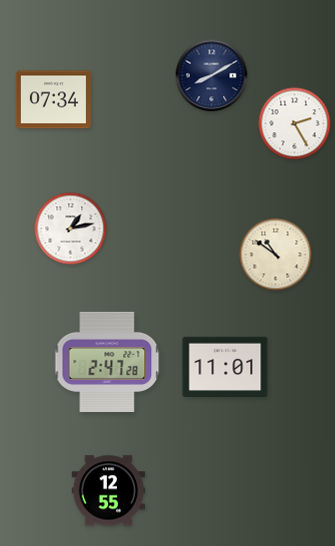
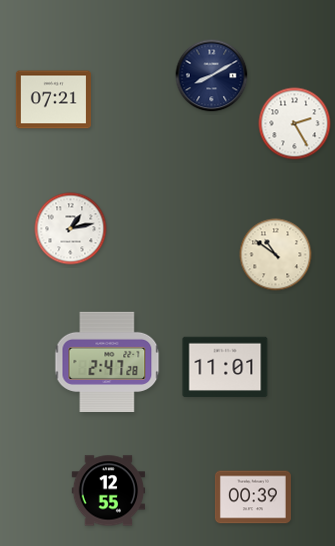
clock at (53, 100): 07:34 -> 07:21
clock at (253, 497): none -> 00:39
